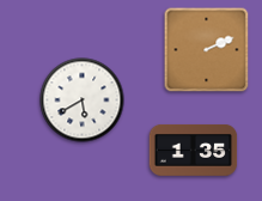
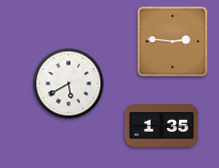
clock at (207, 50): 2:11 -> 2:46
